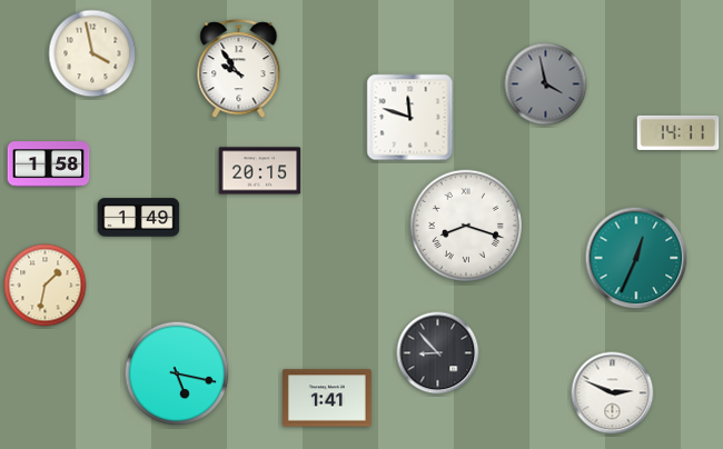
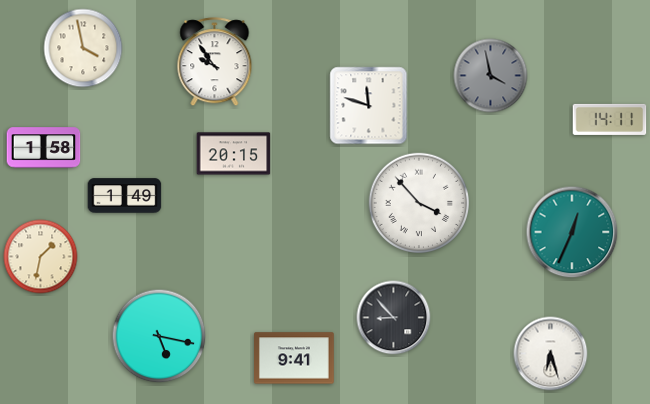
clock at (465, 225): 8:18 -> 3:53
clock at (613, 393): 2:49 -> 6:27
clock at (328, 398): 1:41 -> 9:41
